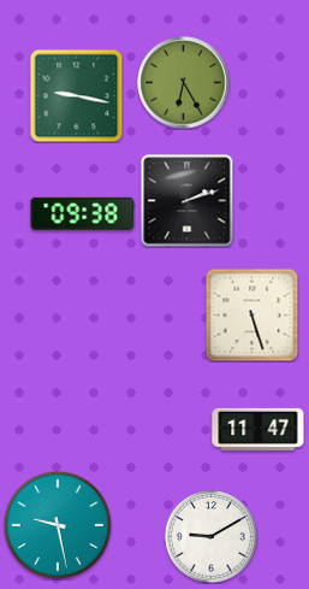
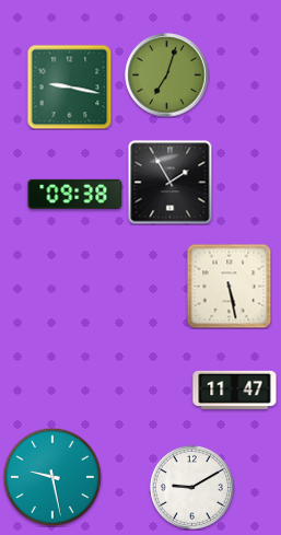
clock at (184, 83): 6:25 -> 7:03
clock at (188, 201): 2:12 -> 1:55
clock at (251, 314): 5:27 -> 5:28
